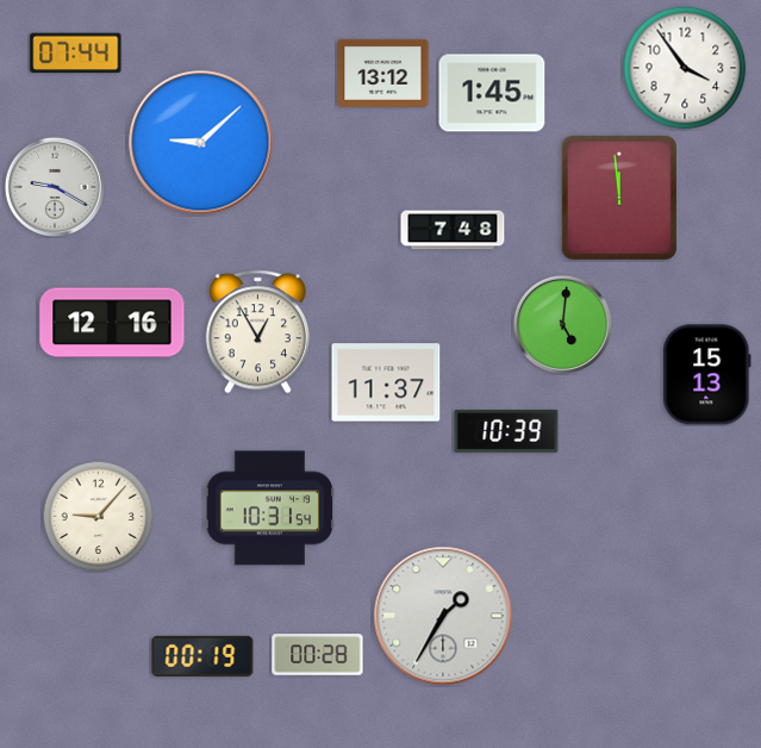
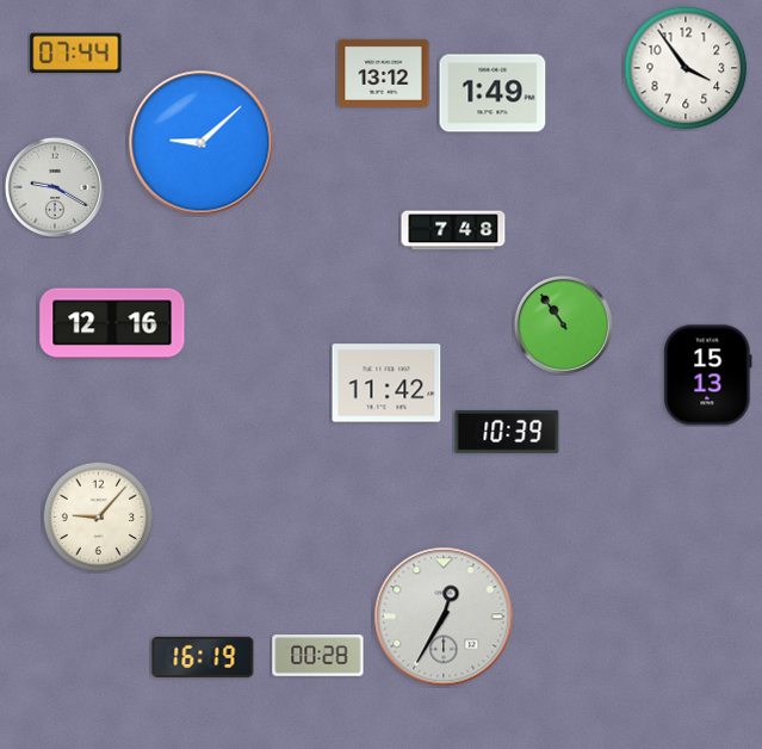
clock at (492, 93): 1:45 -> 1:49
clock at (619, 198): 11:59 -> none
clock at (562, 324): 5:01 -> 10:54
clock at (257, 332): 12:55 -> none
clock at (386, 382): 11:37 -> 11:42
clock at (270, 509): 10:31 -> none
clock at (443, 616): 1:35 -> 12:35
clock at (202, 656): 00:19 -> 16:19
